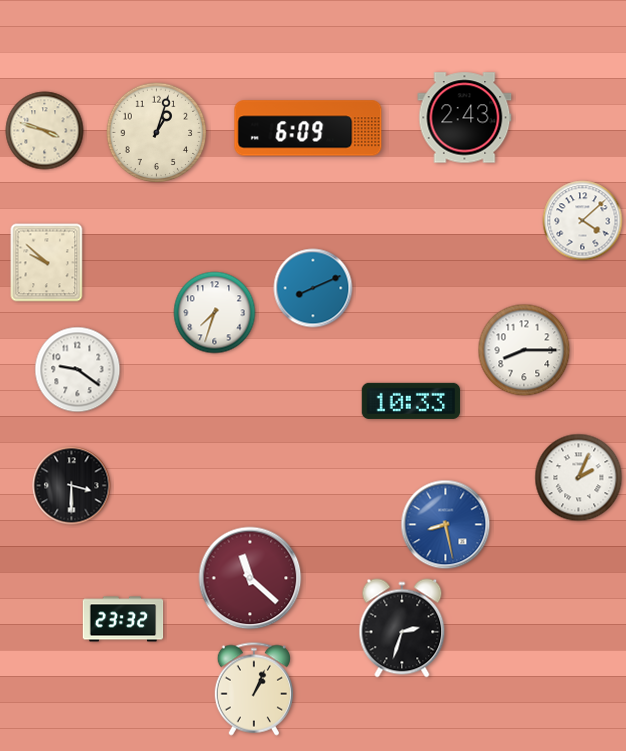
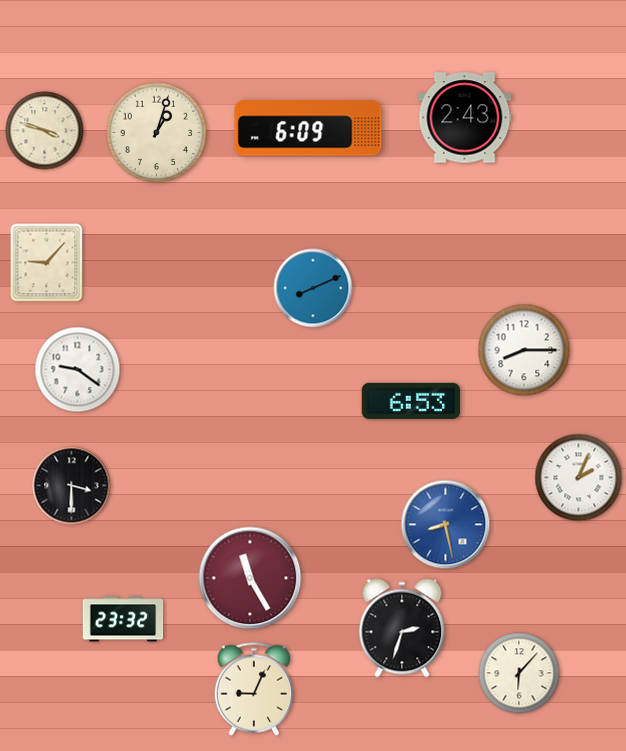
clock at (583, 221): 4:08 -> none
clock at (47, 263): 9:52 -> 9:07
clock at (215, 313): 7:33 -> none
clock at (411, 401): 10:33 -> 6:53
clock at (250, 578): 11:22 -> 11:25
clock at (519, 673): none -> 6:07
clock at (253, 689): 1:04 -> 9:04
